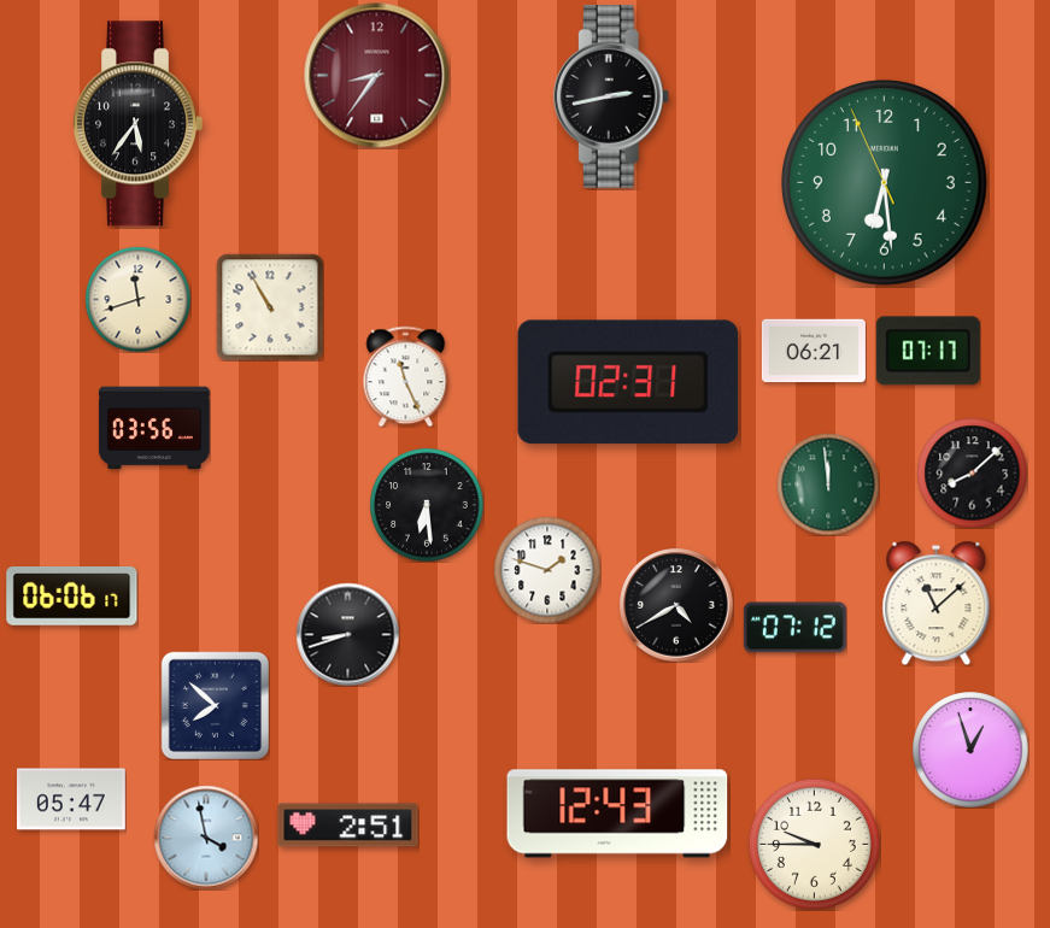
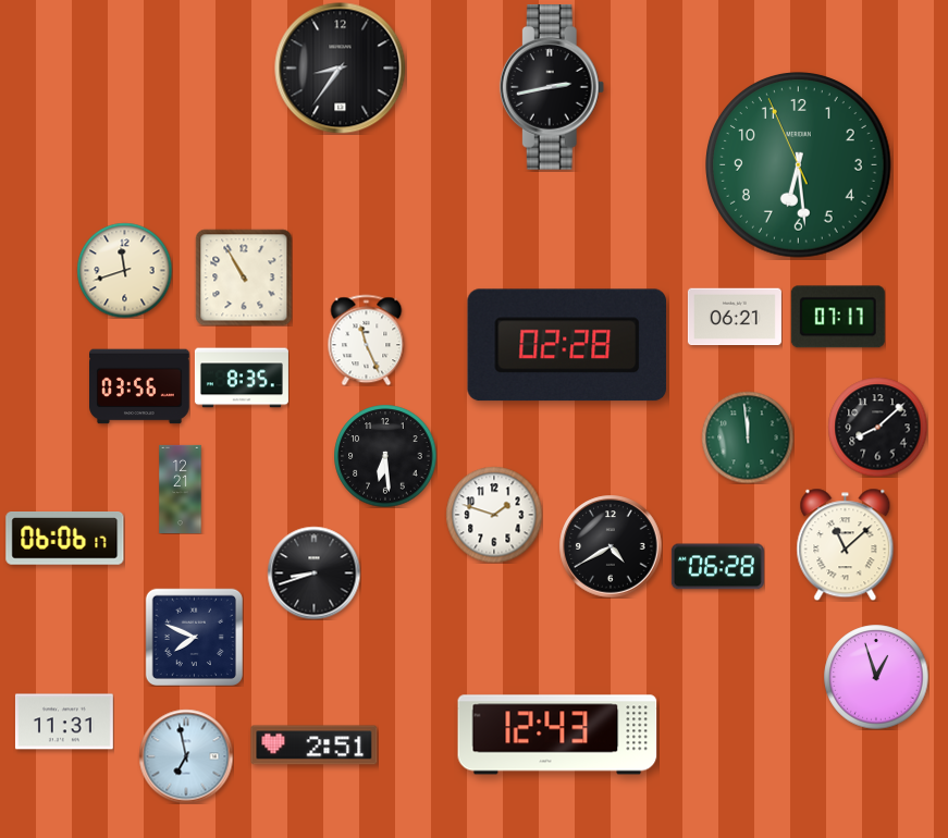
clock at (377, 76) dial: burgundy -> black
clock at (139, 124): 5:36 -> none
clock at (628, 382): 02:31 -> 02:28
clock at (242, 378): none -> 8:35
clock at (181, 489): none -> 12:21
clock at (794, 628): 07:12 -> 06:28
clock at (215, 705): 7:52 -> 7:49
clock at (71, 799): 05:47 -> 11:31
clock at (206, 838): 3:58 -> 6:58
clock at (814, 844): 9:45 -> none
